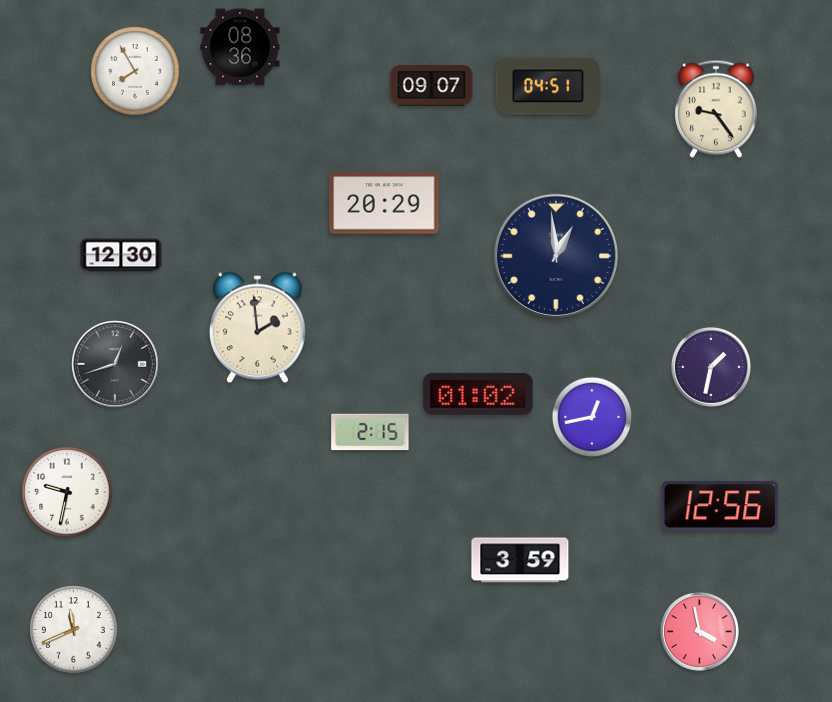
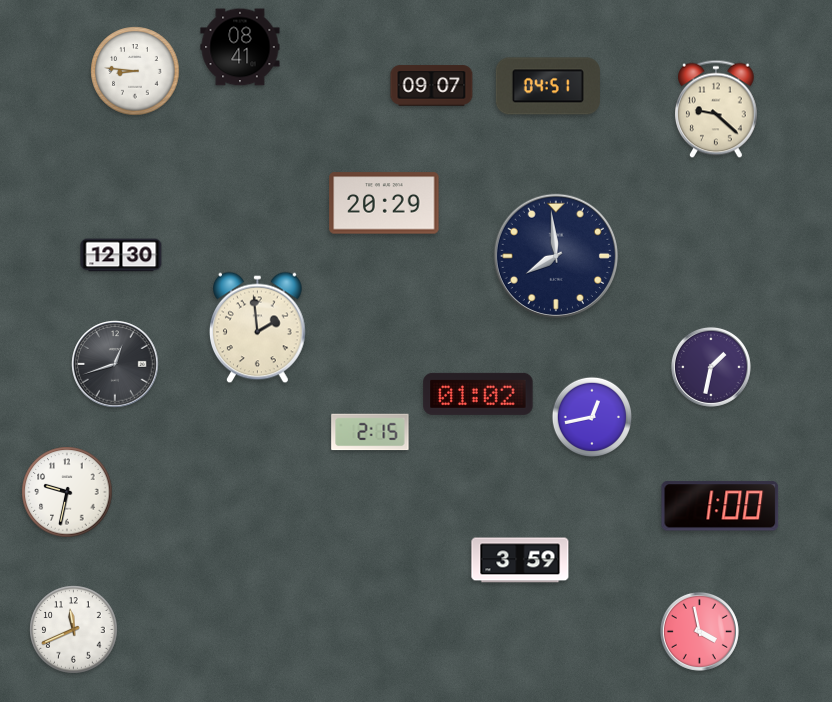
clock at (240, 47): 08:36 -> 08:41
clock at (135, 71): 7:55 -> 8:46
clock at (717, 109): 9:24 -> 9:22
clock at (556, 256): 12:59 -> 7:59
clock at (720, 506): 12:56 -> 1:00
